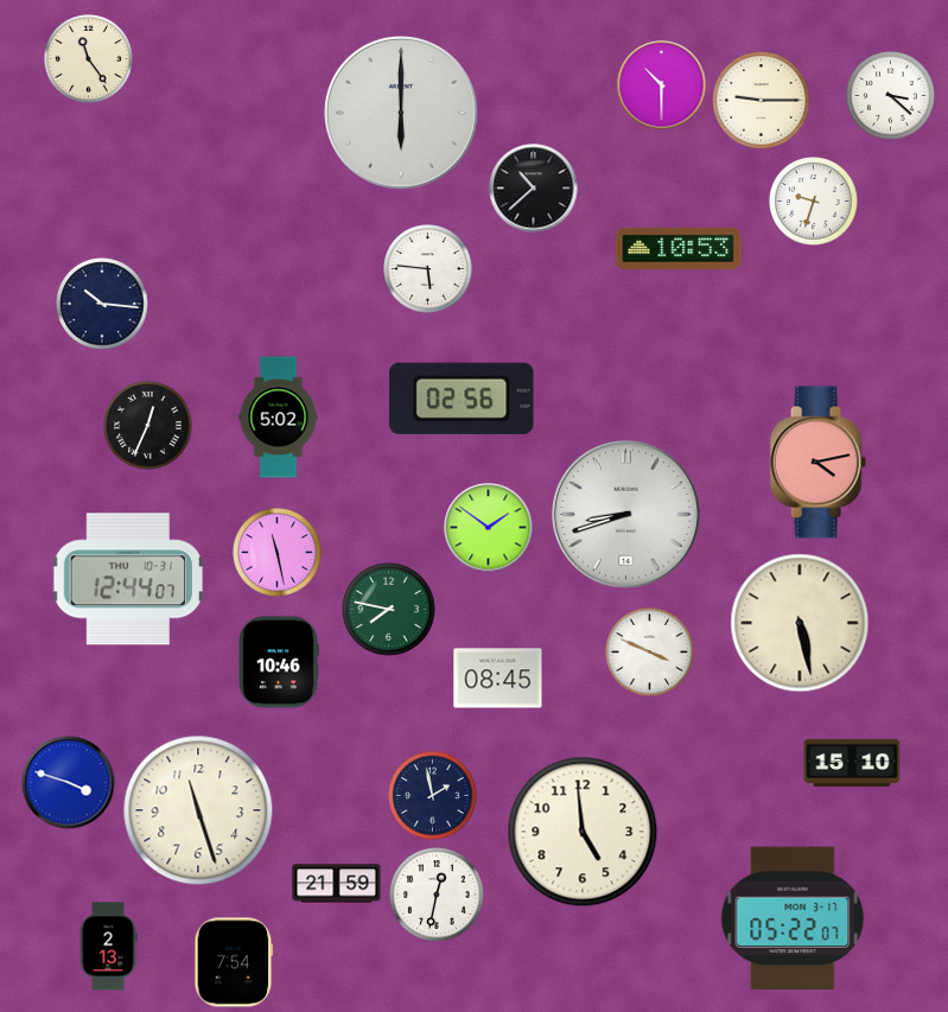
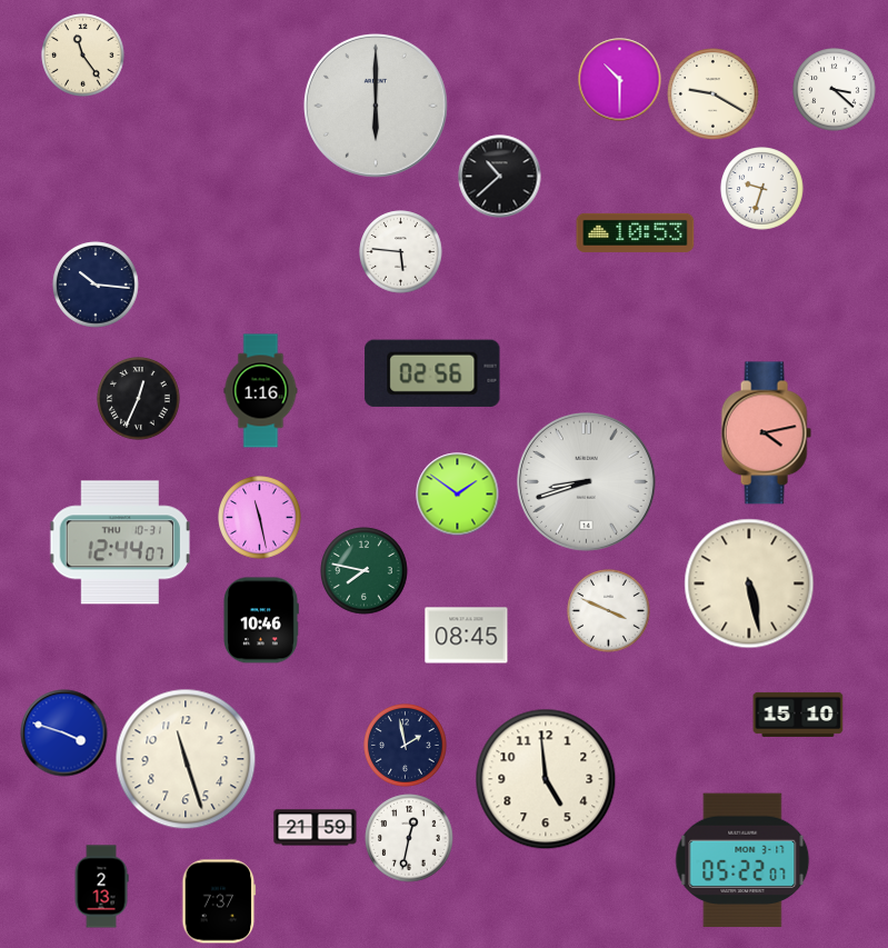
clock at (762, 101): 9:15 -> 9:20
clock at (279, 418): 5:02 -> 1:16
clock at (234, 962): 7:54 -> 7:37
